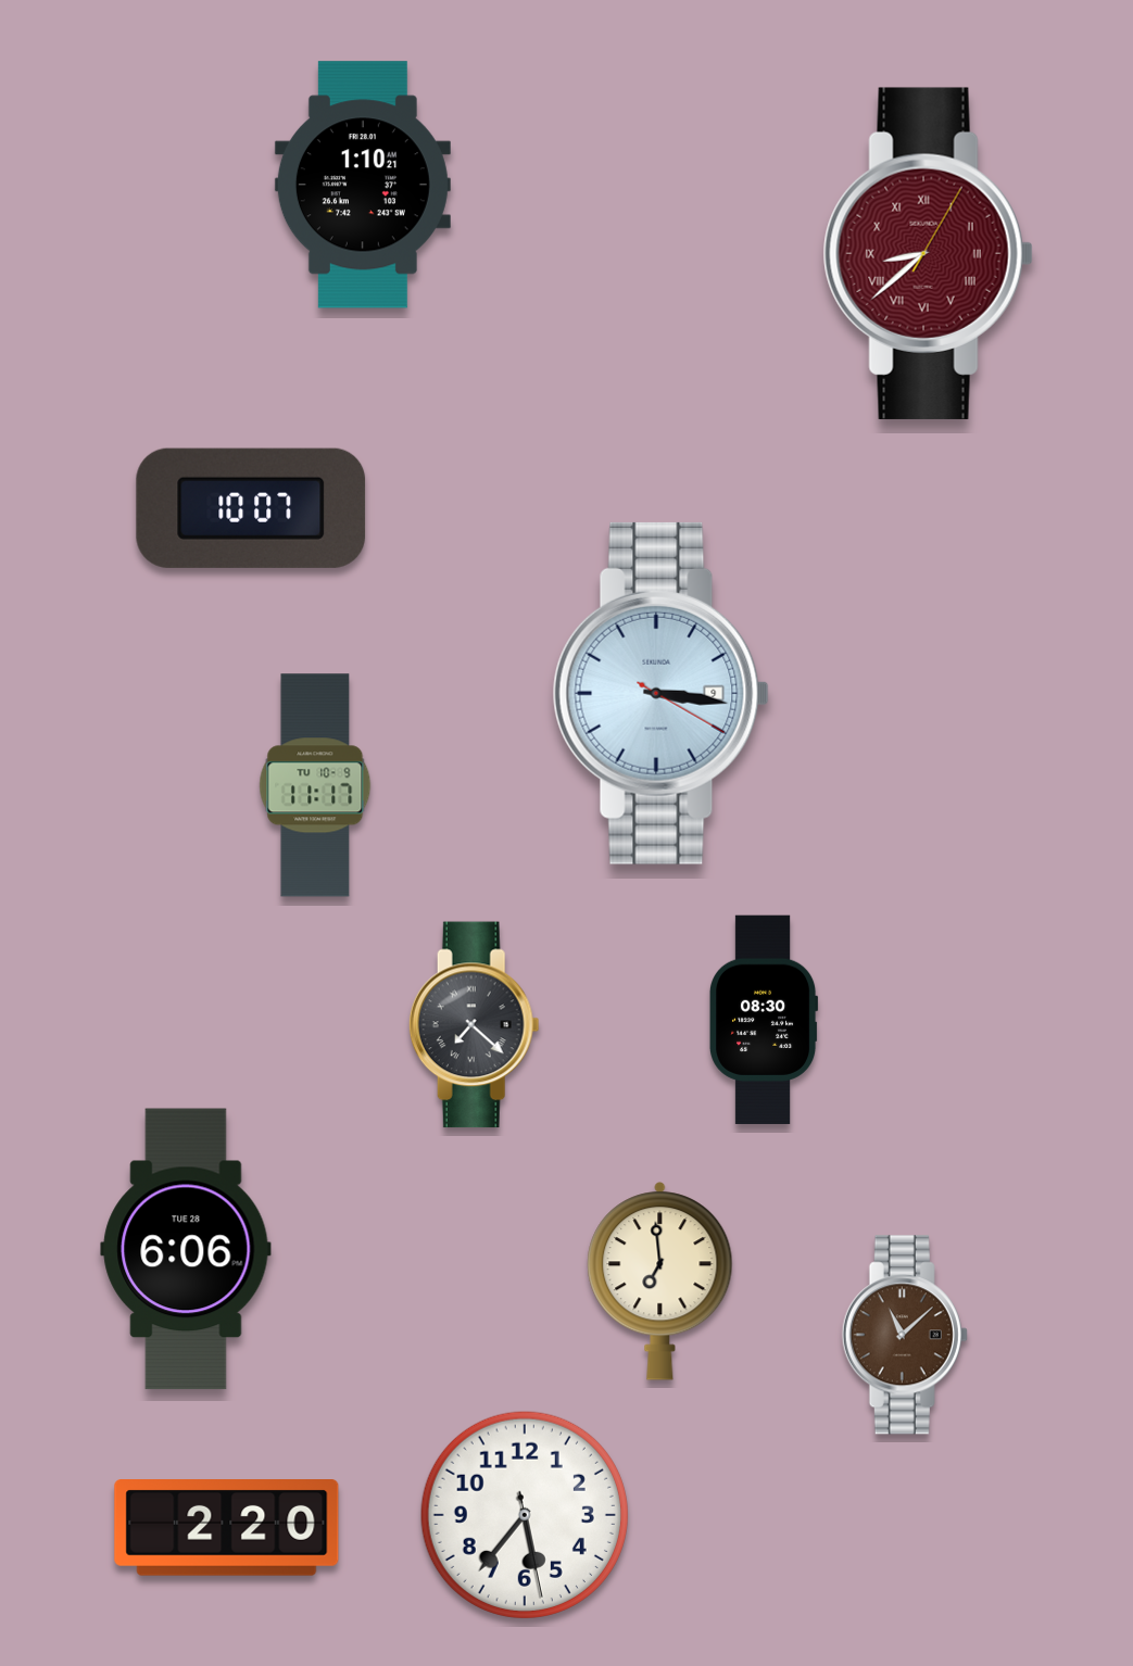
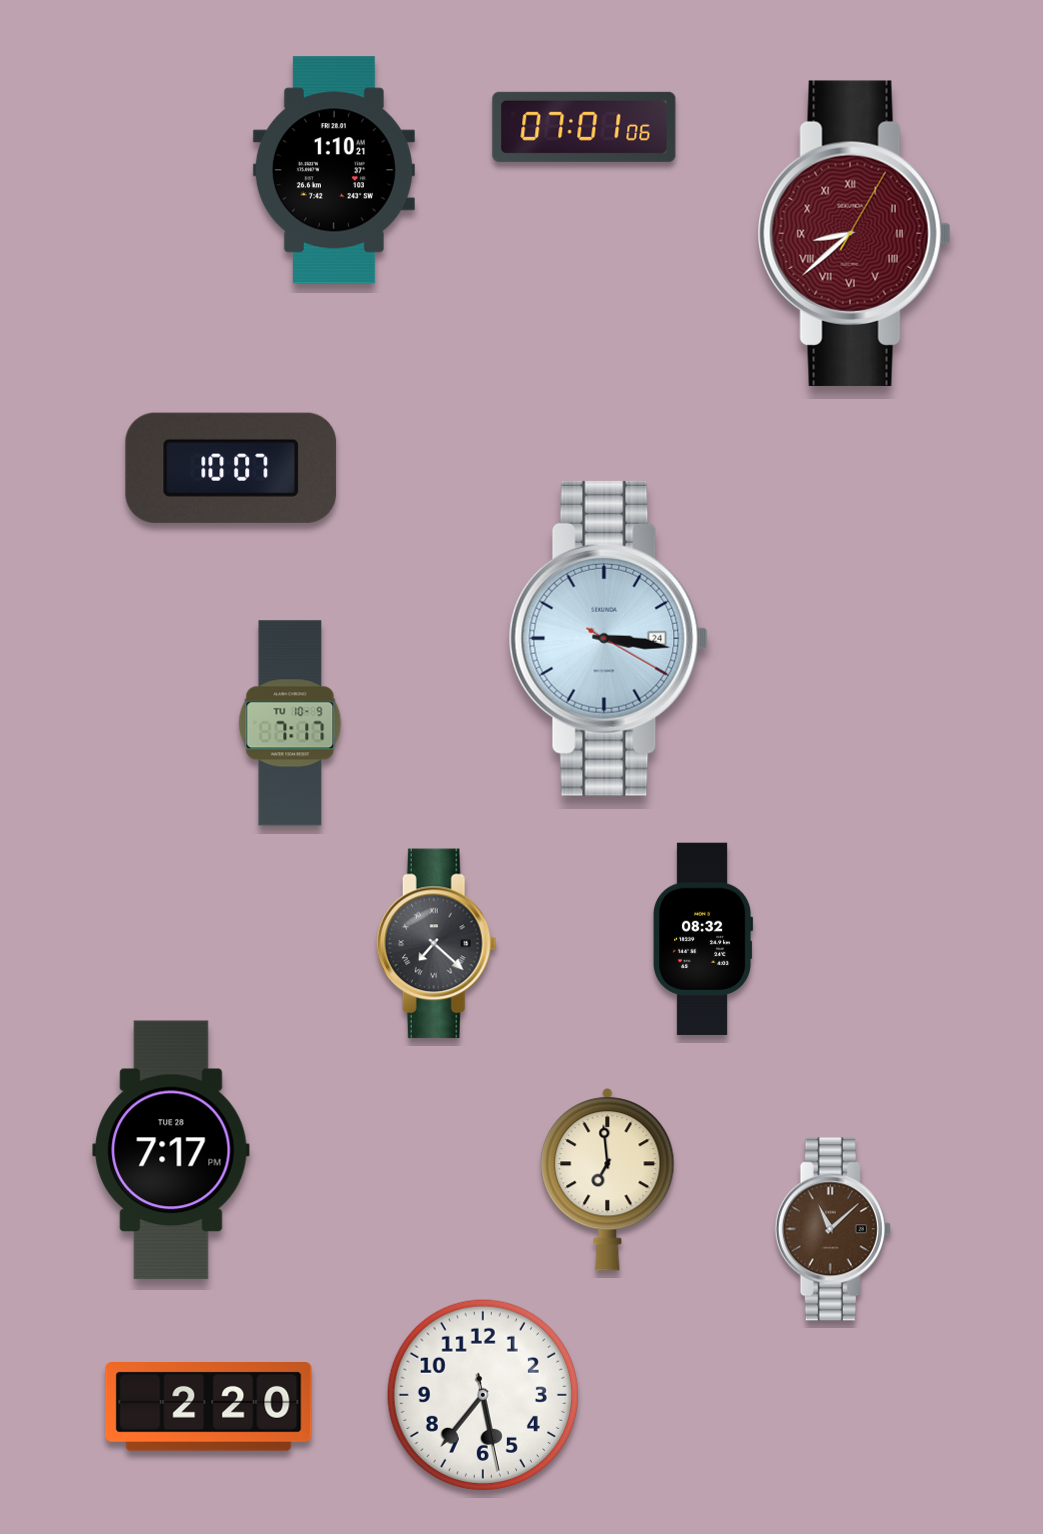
clock at (584, 127): none -> 07:01
clock at (660, 693) date: 9 -> 24
clock at (315, 785): 11:17 -> 7:17
clock at (765, 1020): 08:30 -> 08:32
clock at (186, 1249): 6:06 -> 7:17
